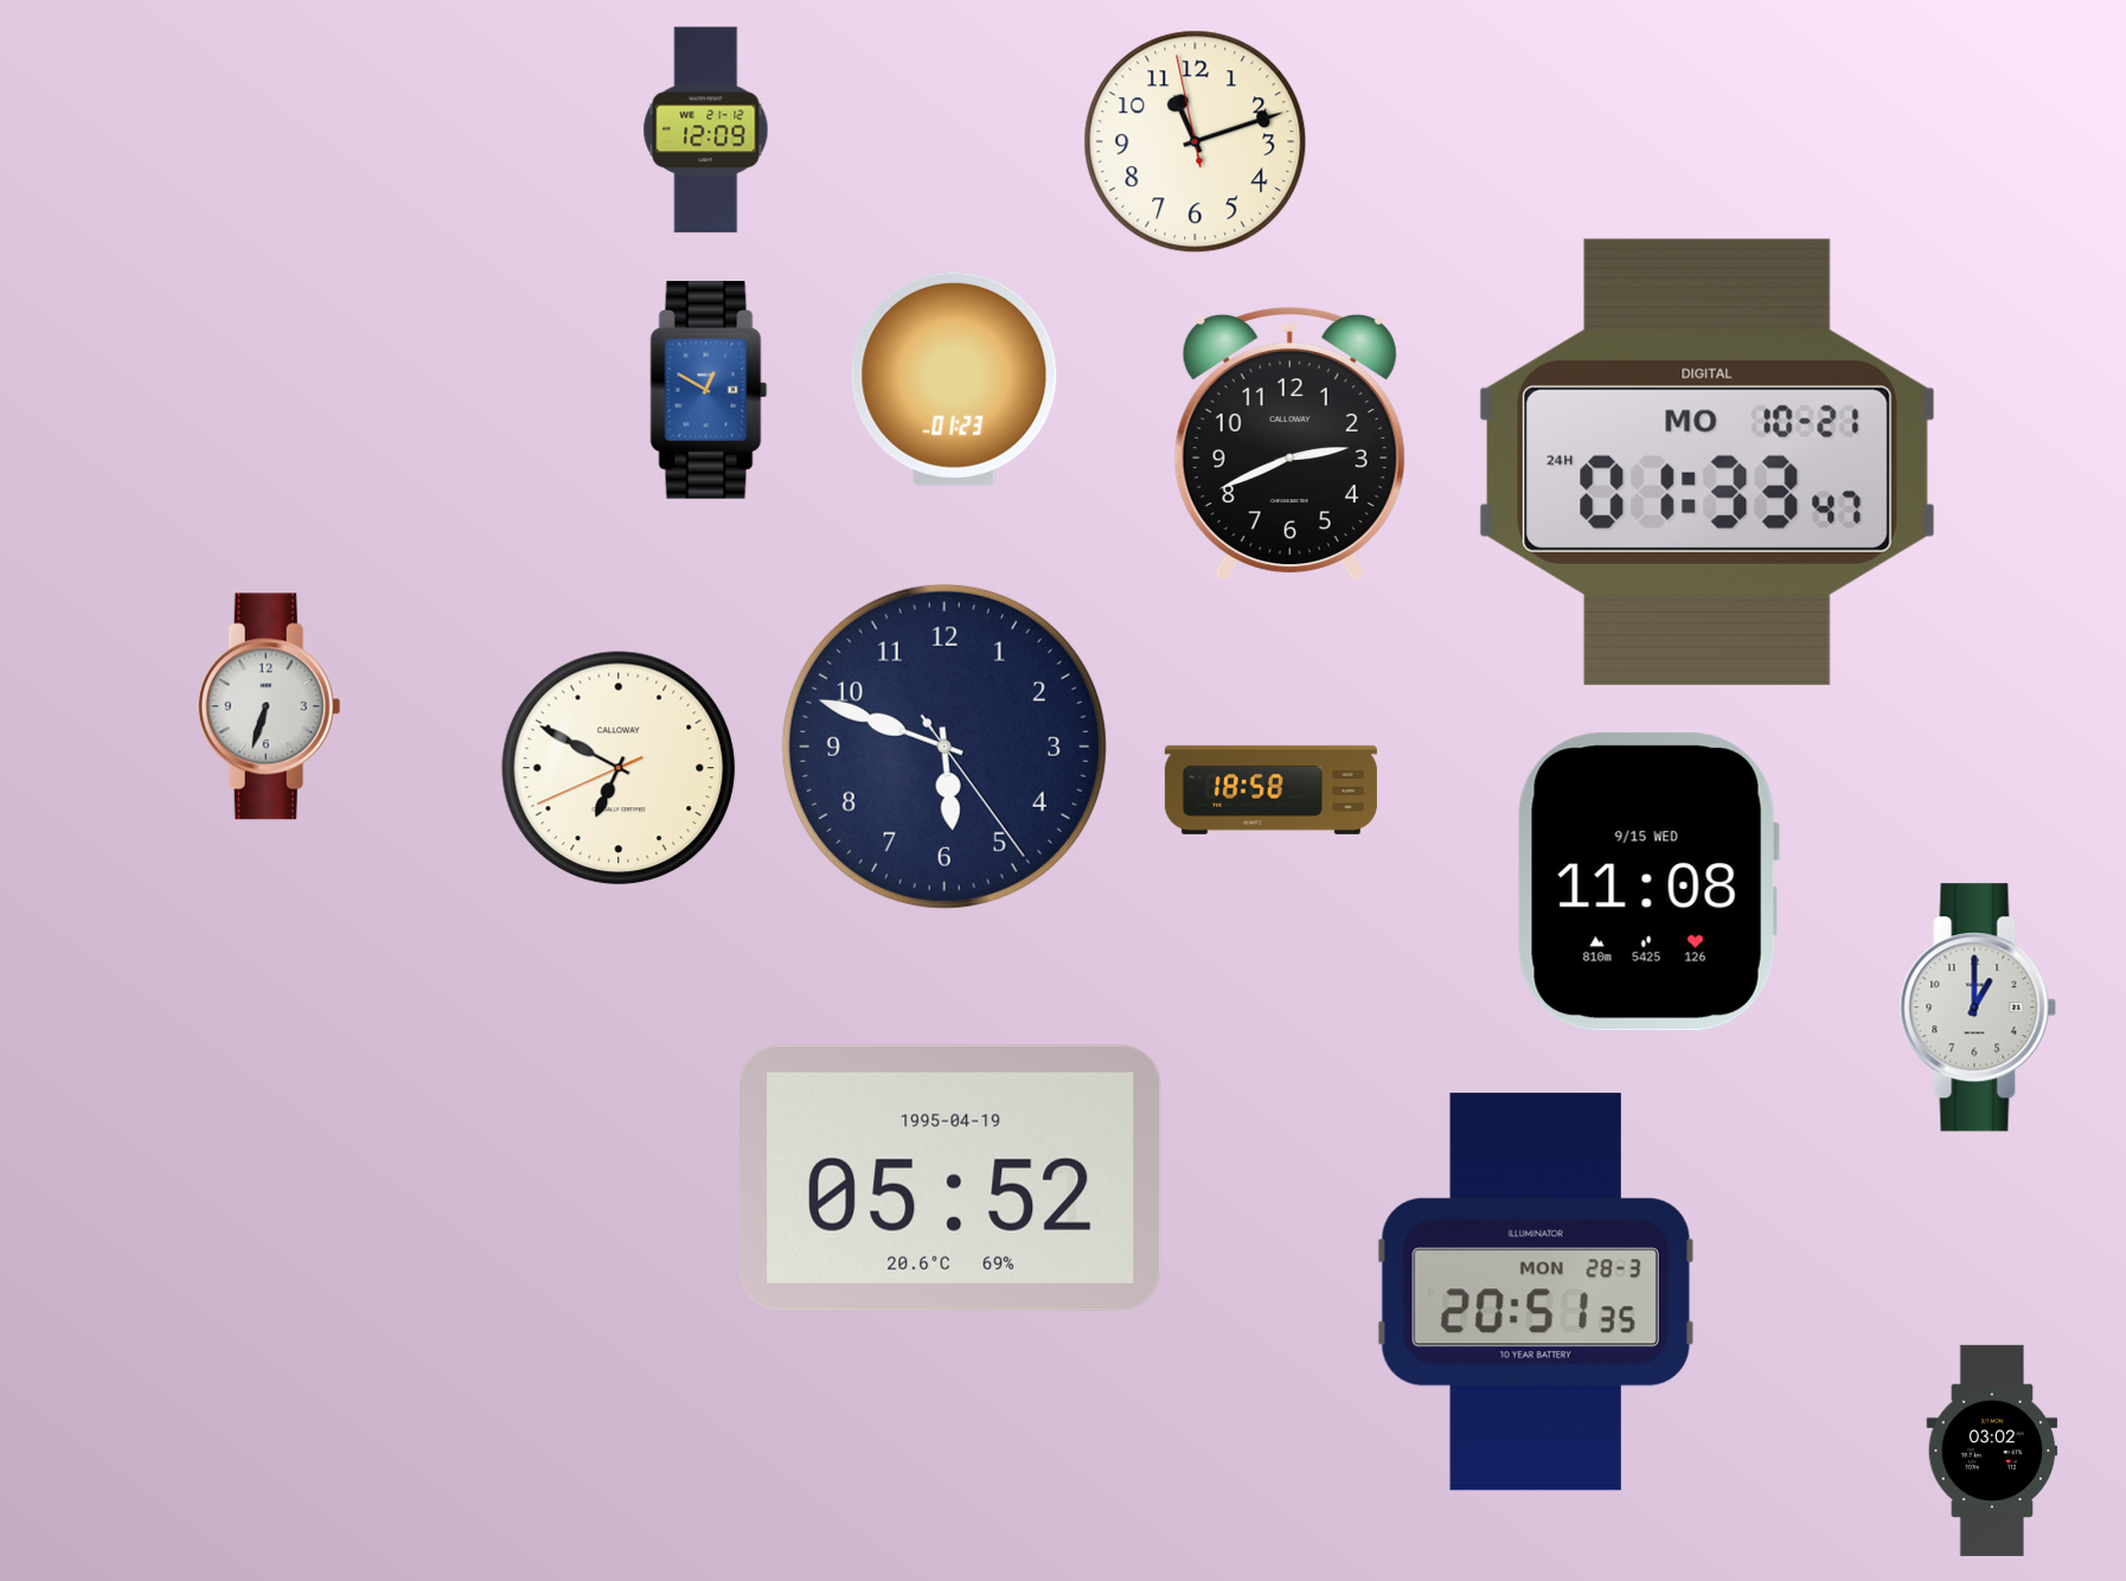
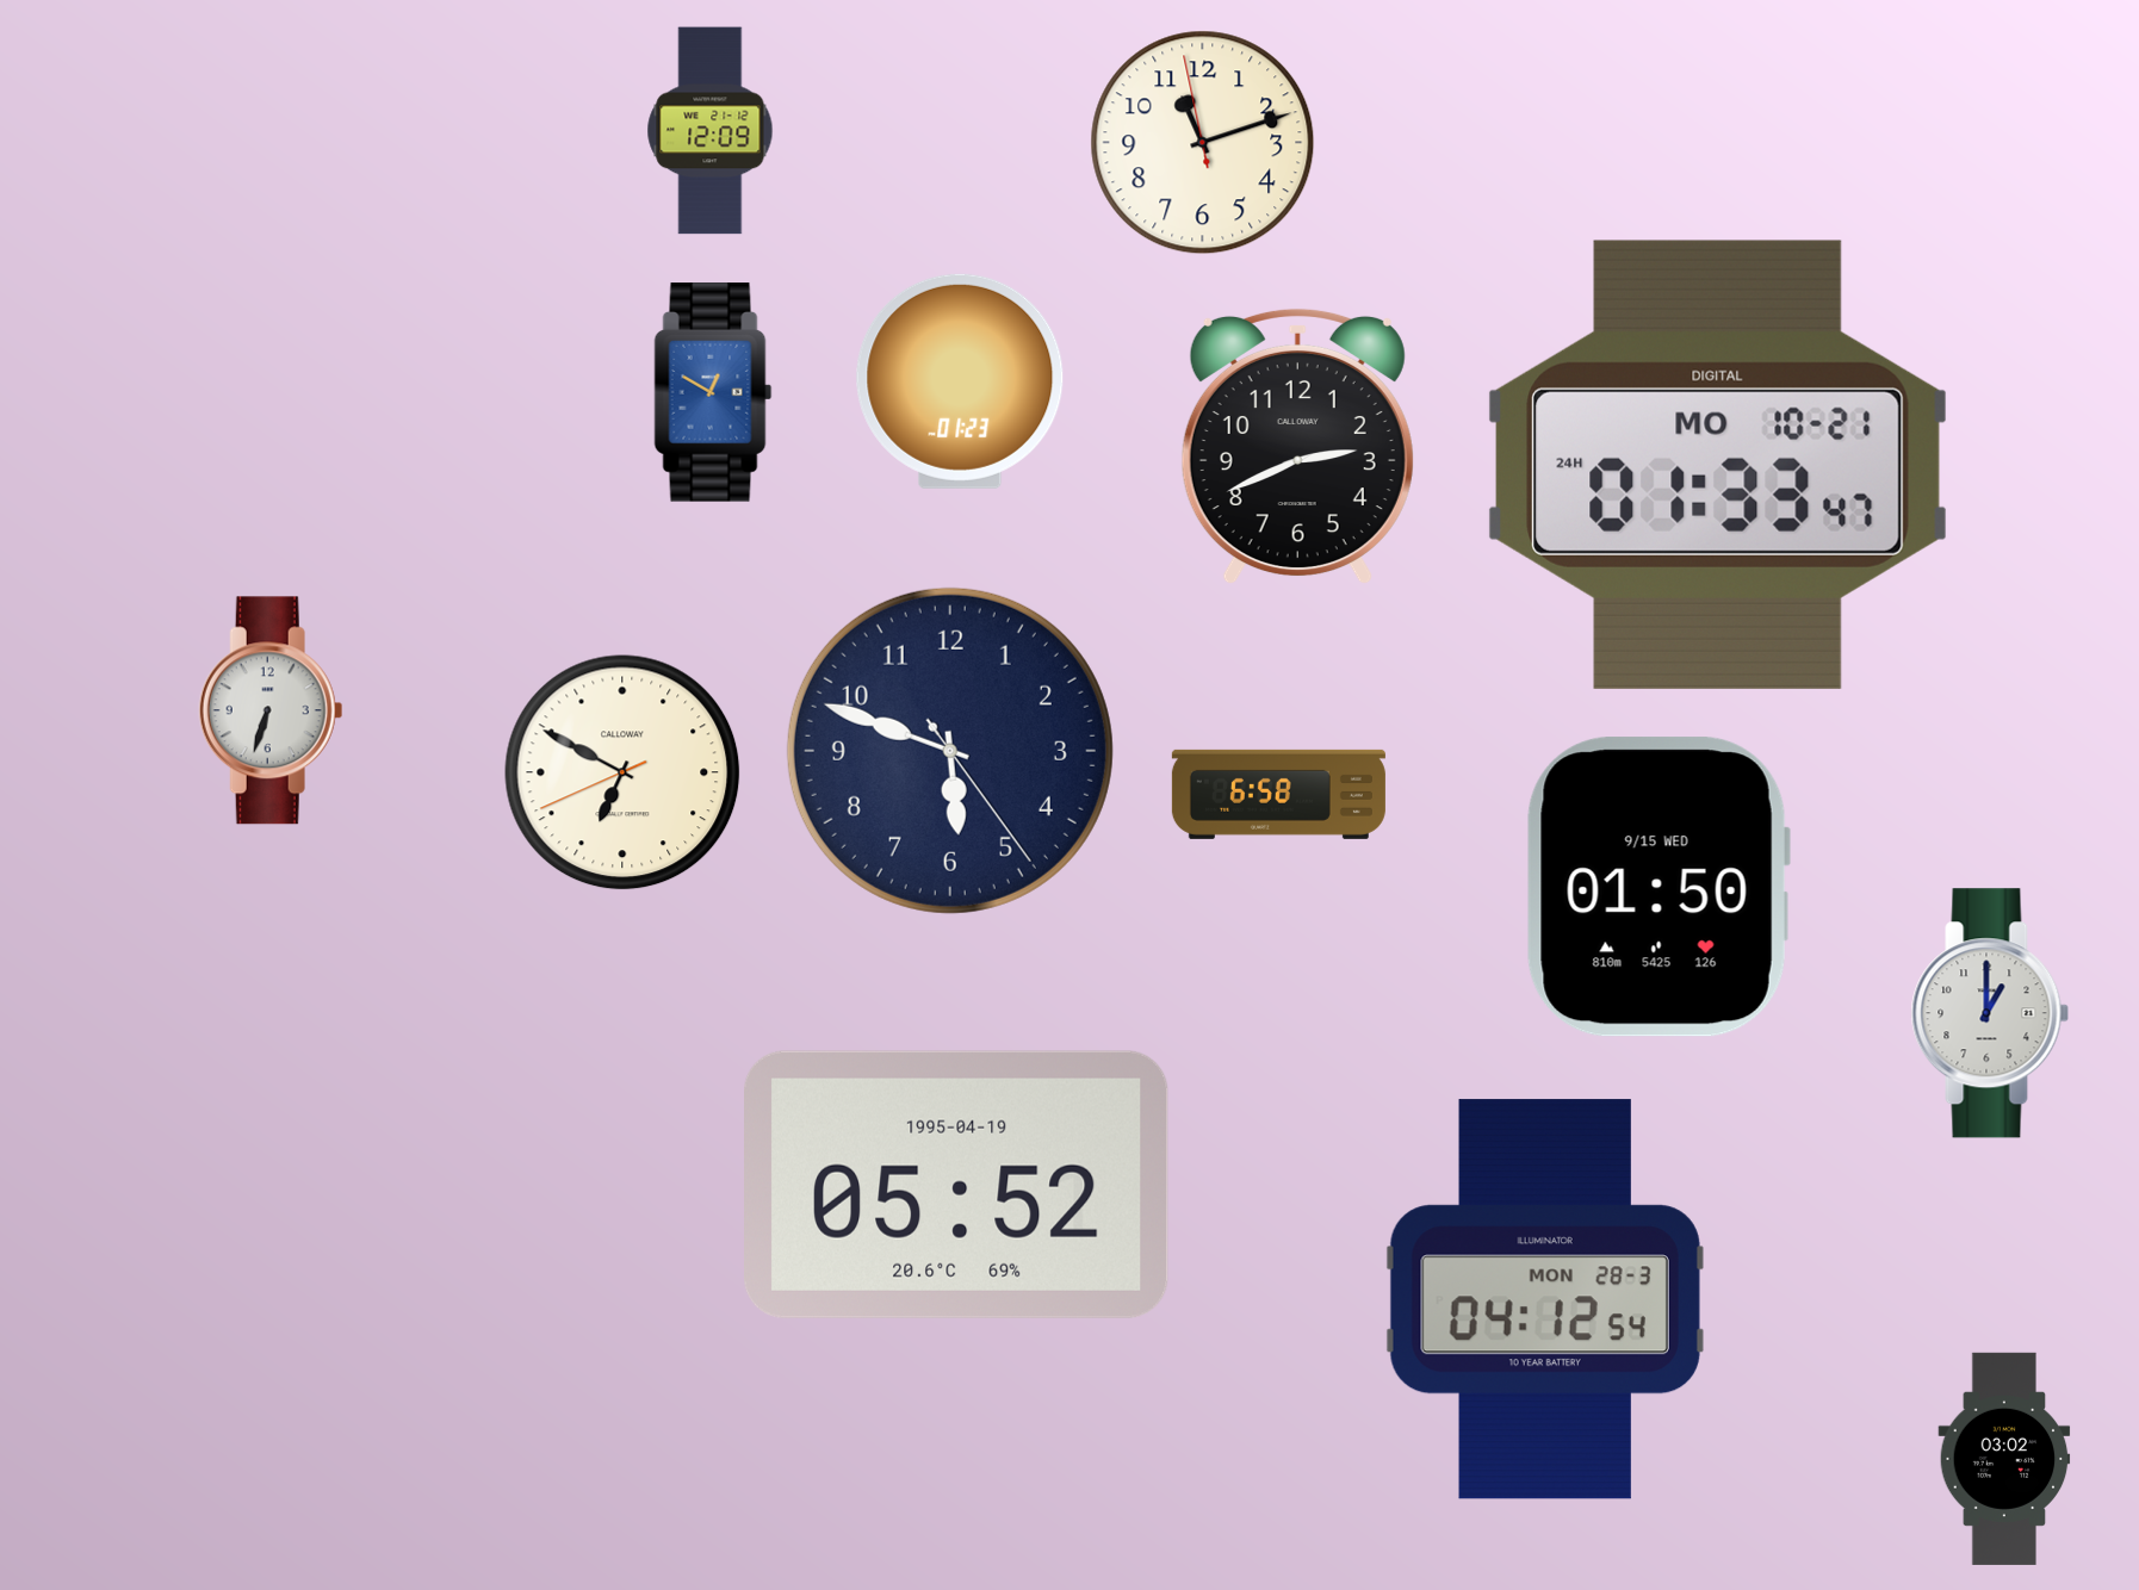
clock at (1270, 789): 18:58 -> 6:58
clock at (1648, 882): 11:08 -> 01:50
clock at (1536, 1292): 20:51 -> 04:12
